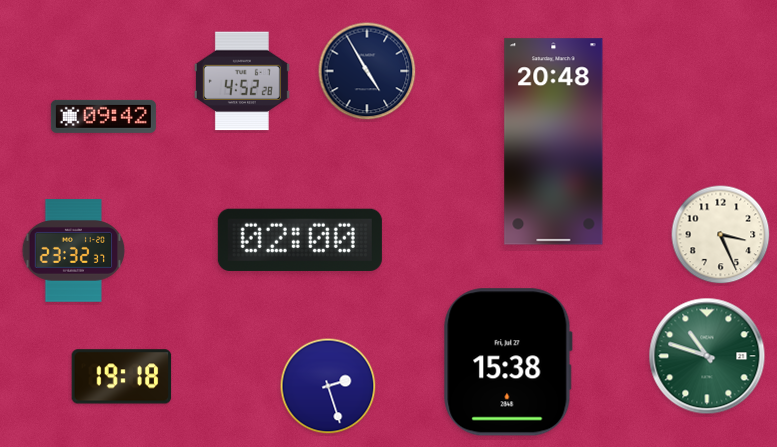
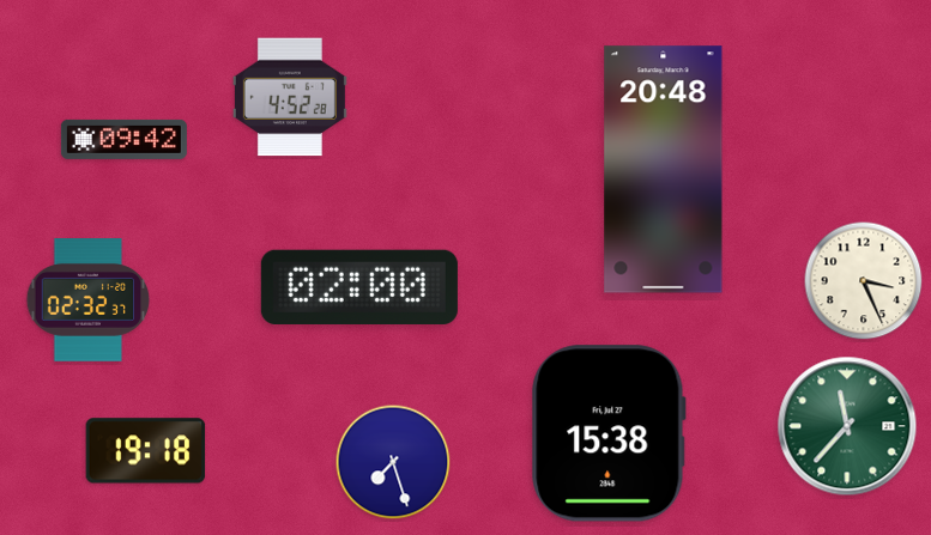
clock at (367, 71): 4:55 -> none
clock at (74, 251): 23:32 -> 02:32
clock at (707, 356): 10:48 -> 11:37
clock at (328, 386): 2:27 -> 7:27
